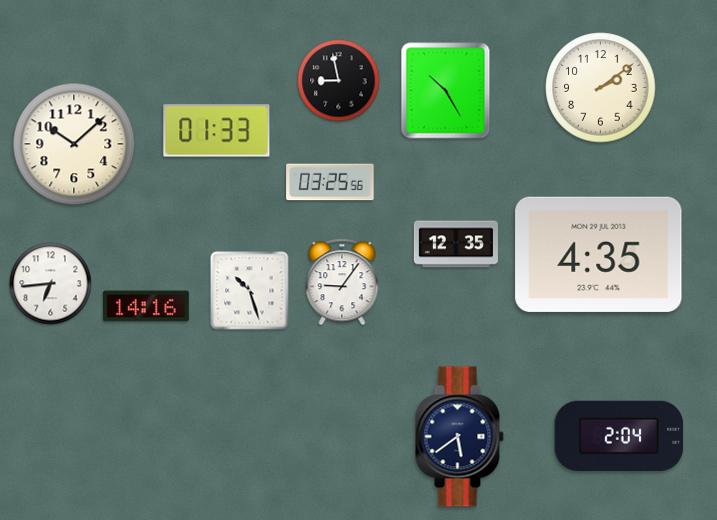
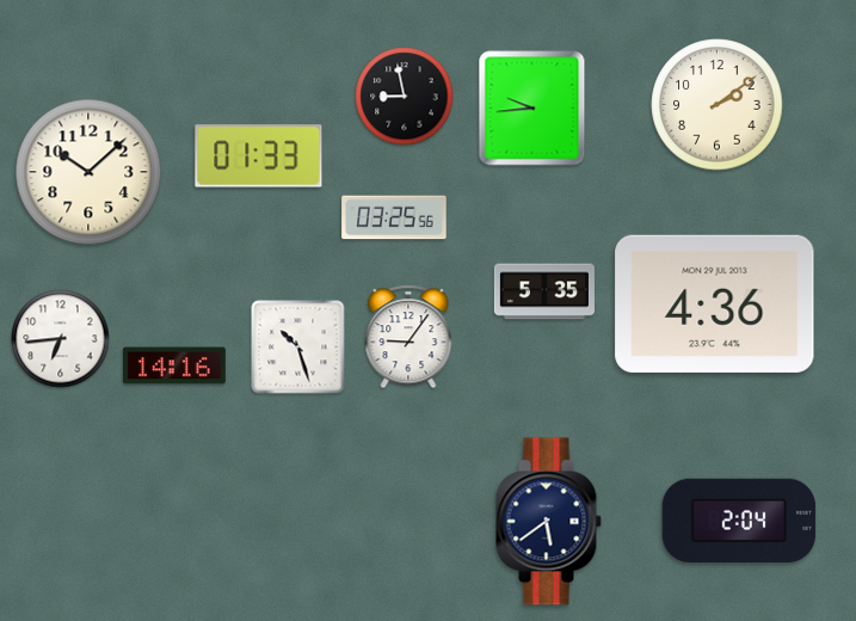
clock at (446, 91): 10:25 -> 9:44
clock at (456, 244): 12:35 -> 5:35
clock at (599, 254): 4:35 -> 4:36
